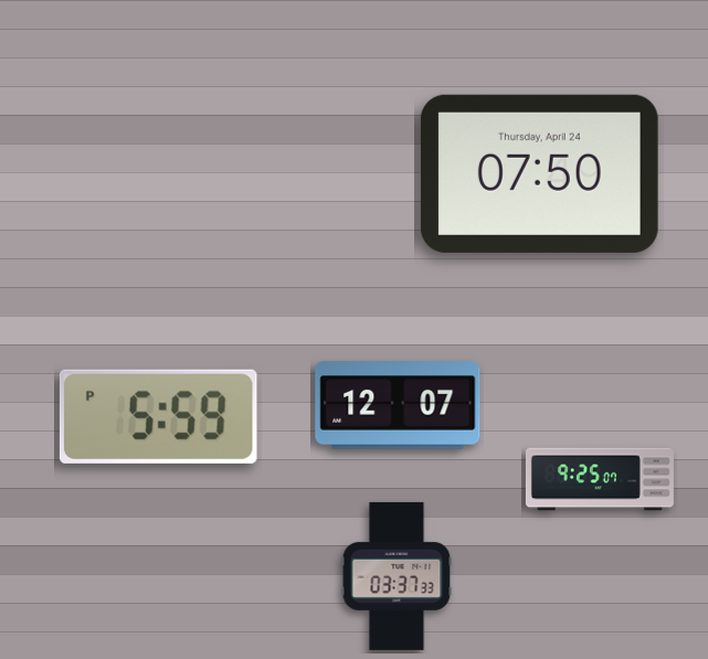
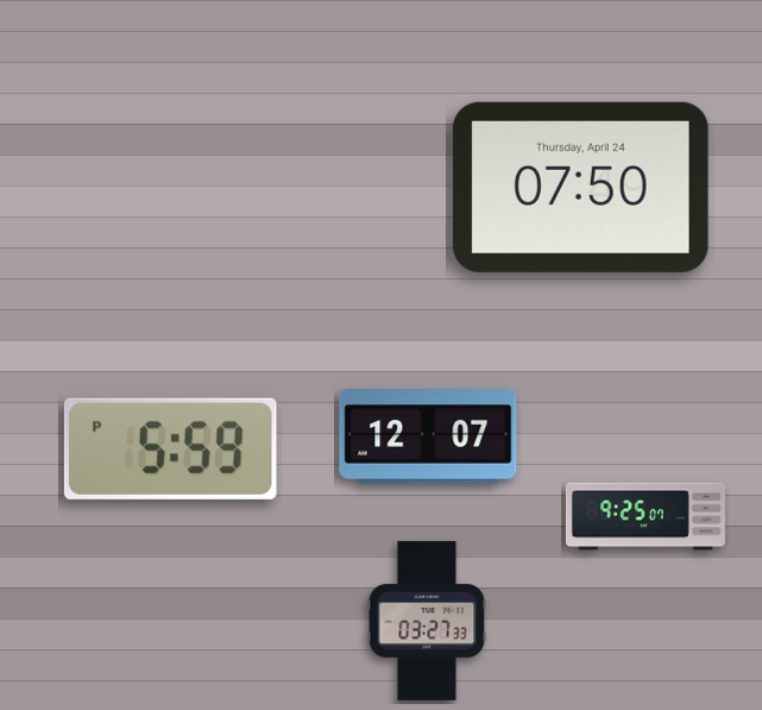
clock at (397, 576): 03:37 -> 03:27
